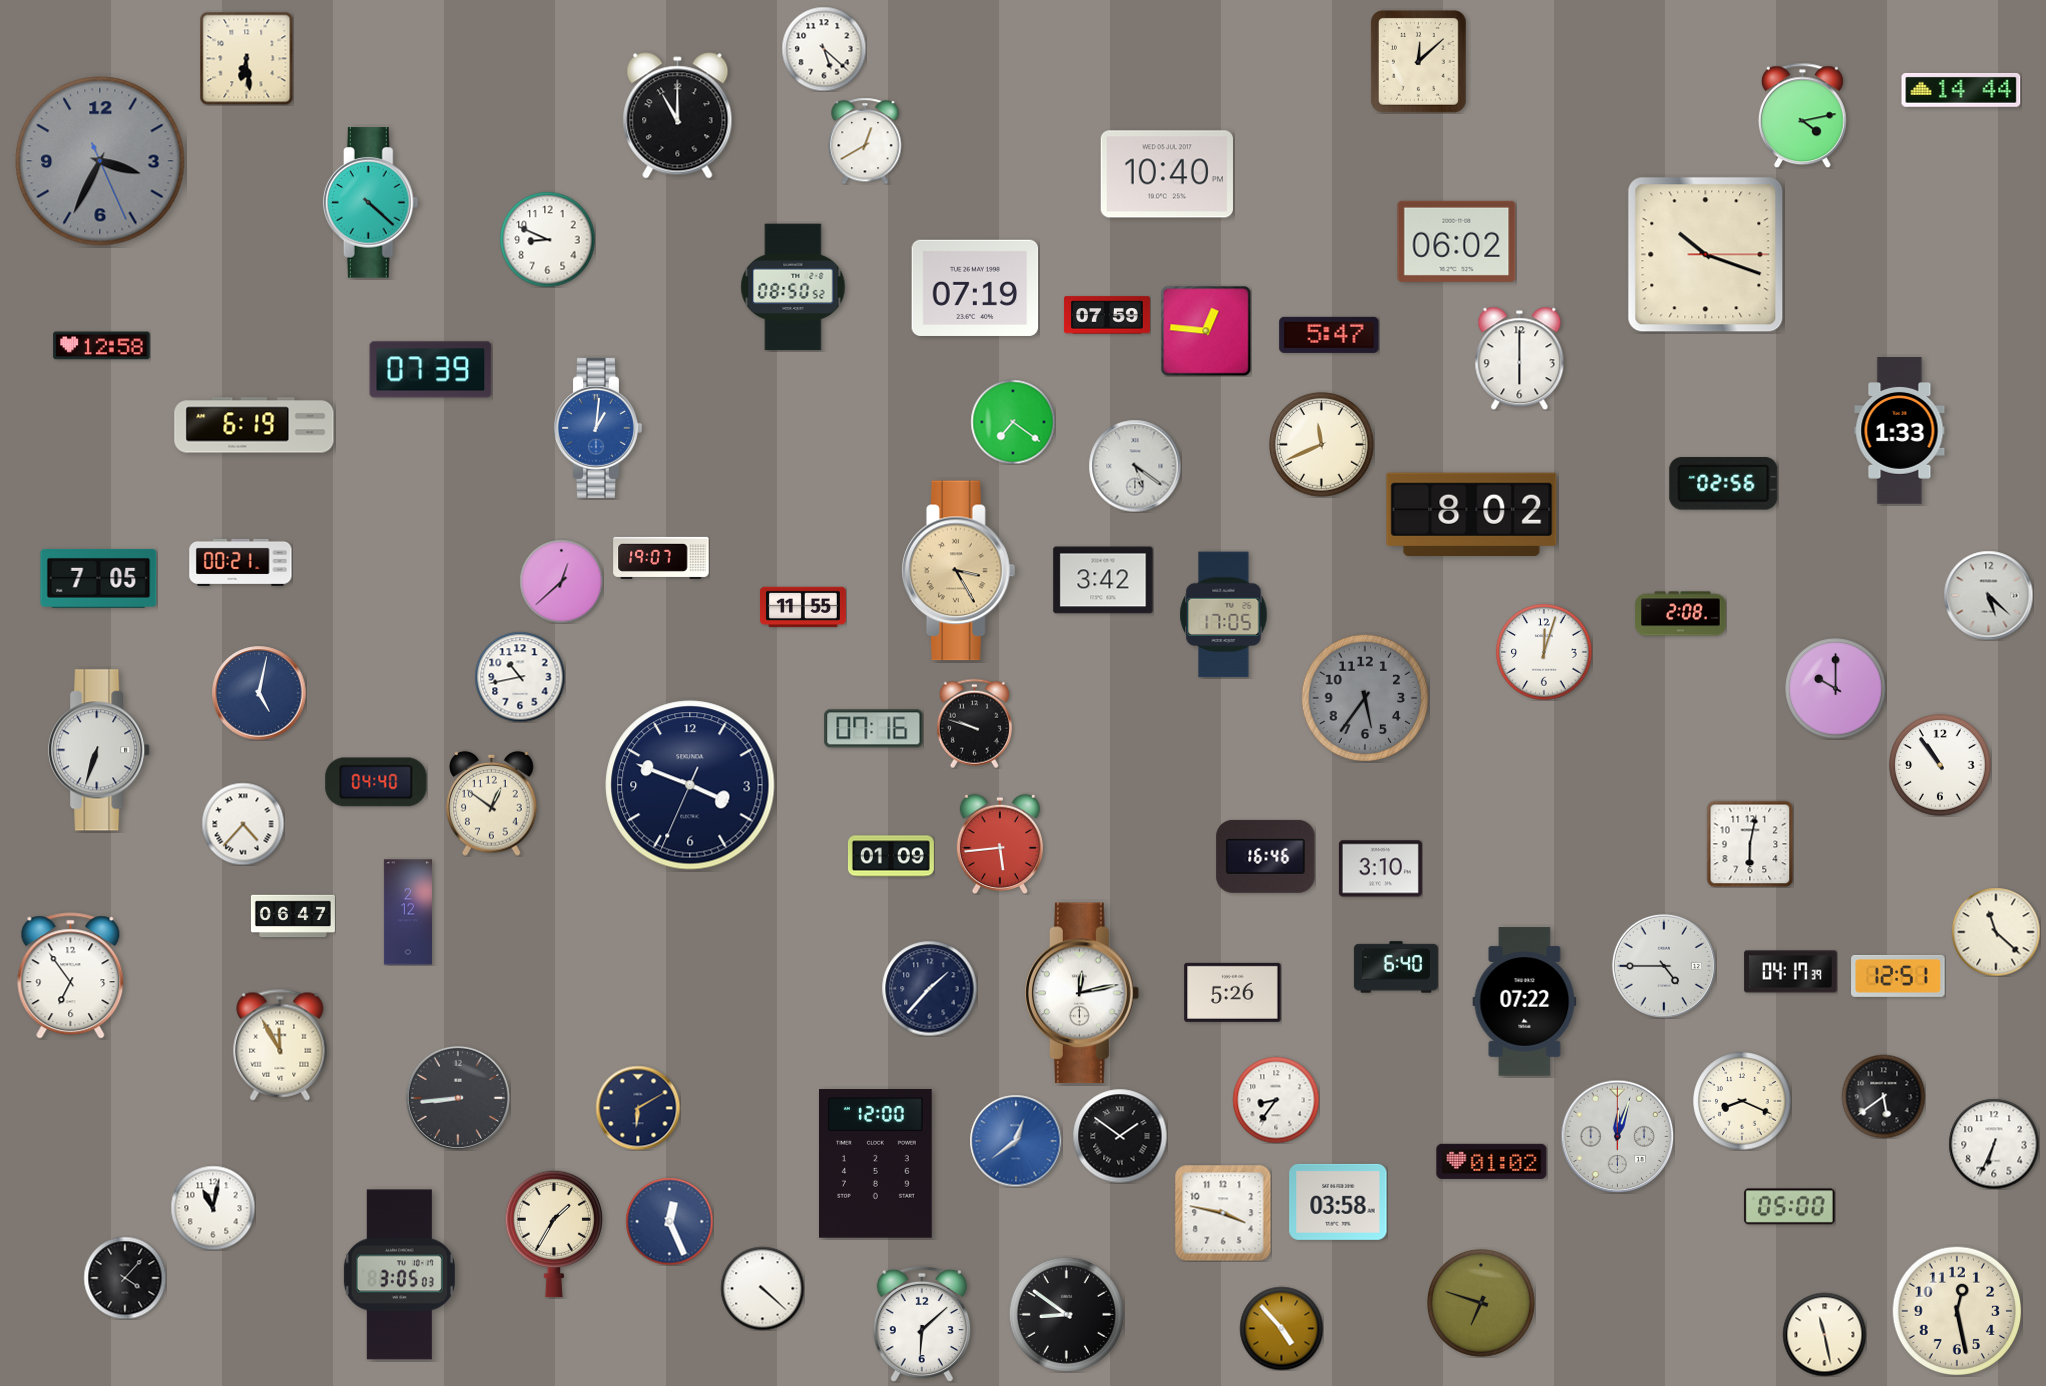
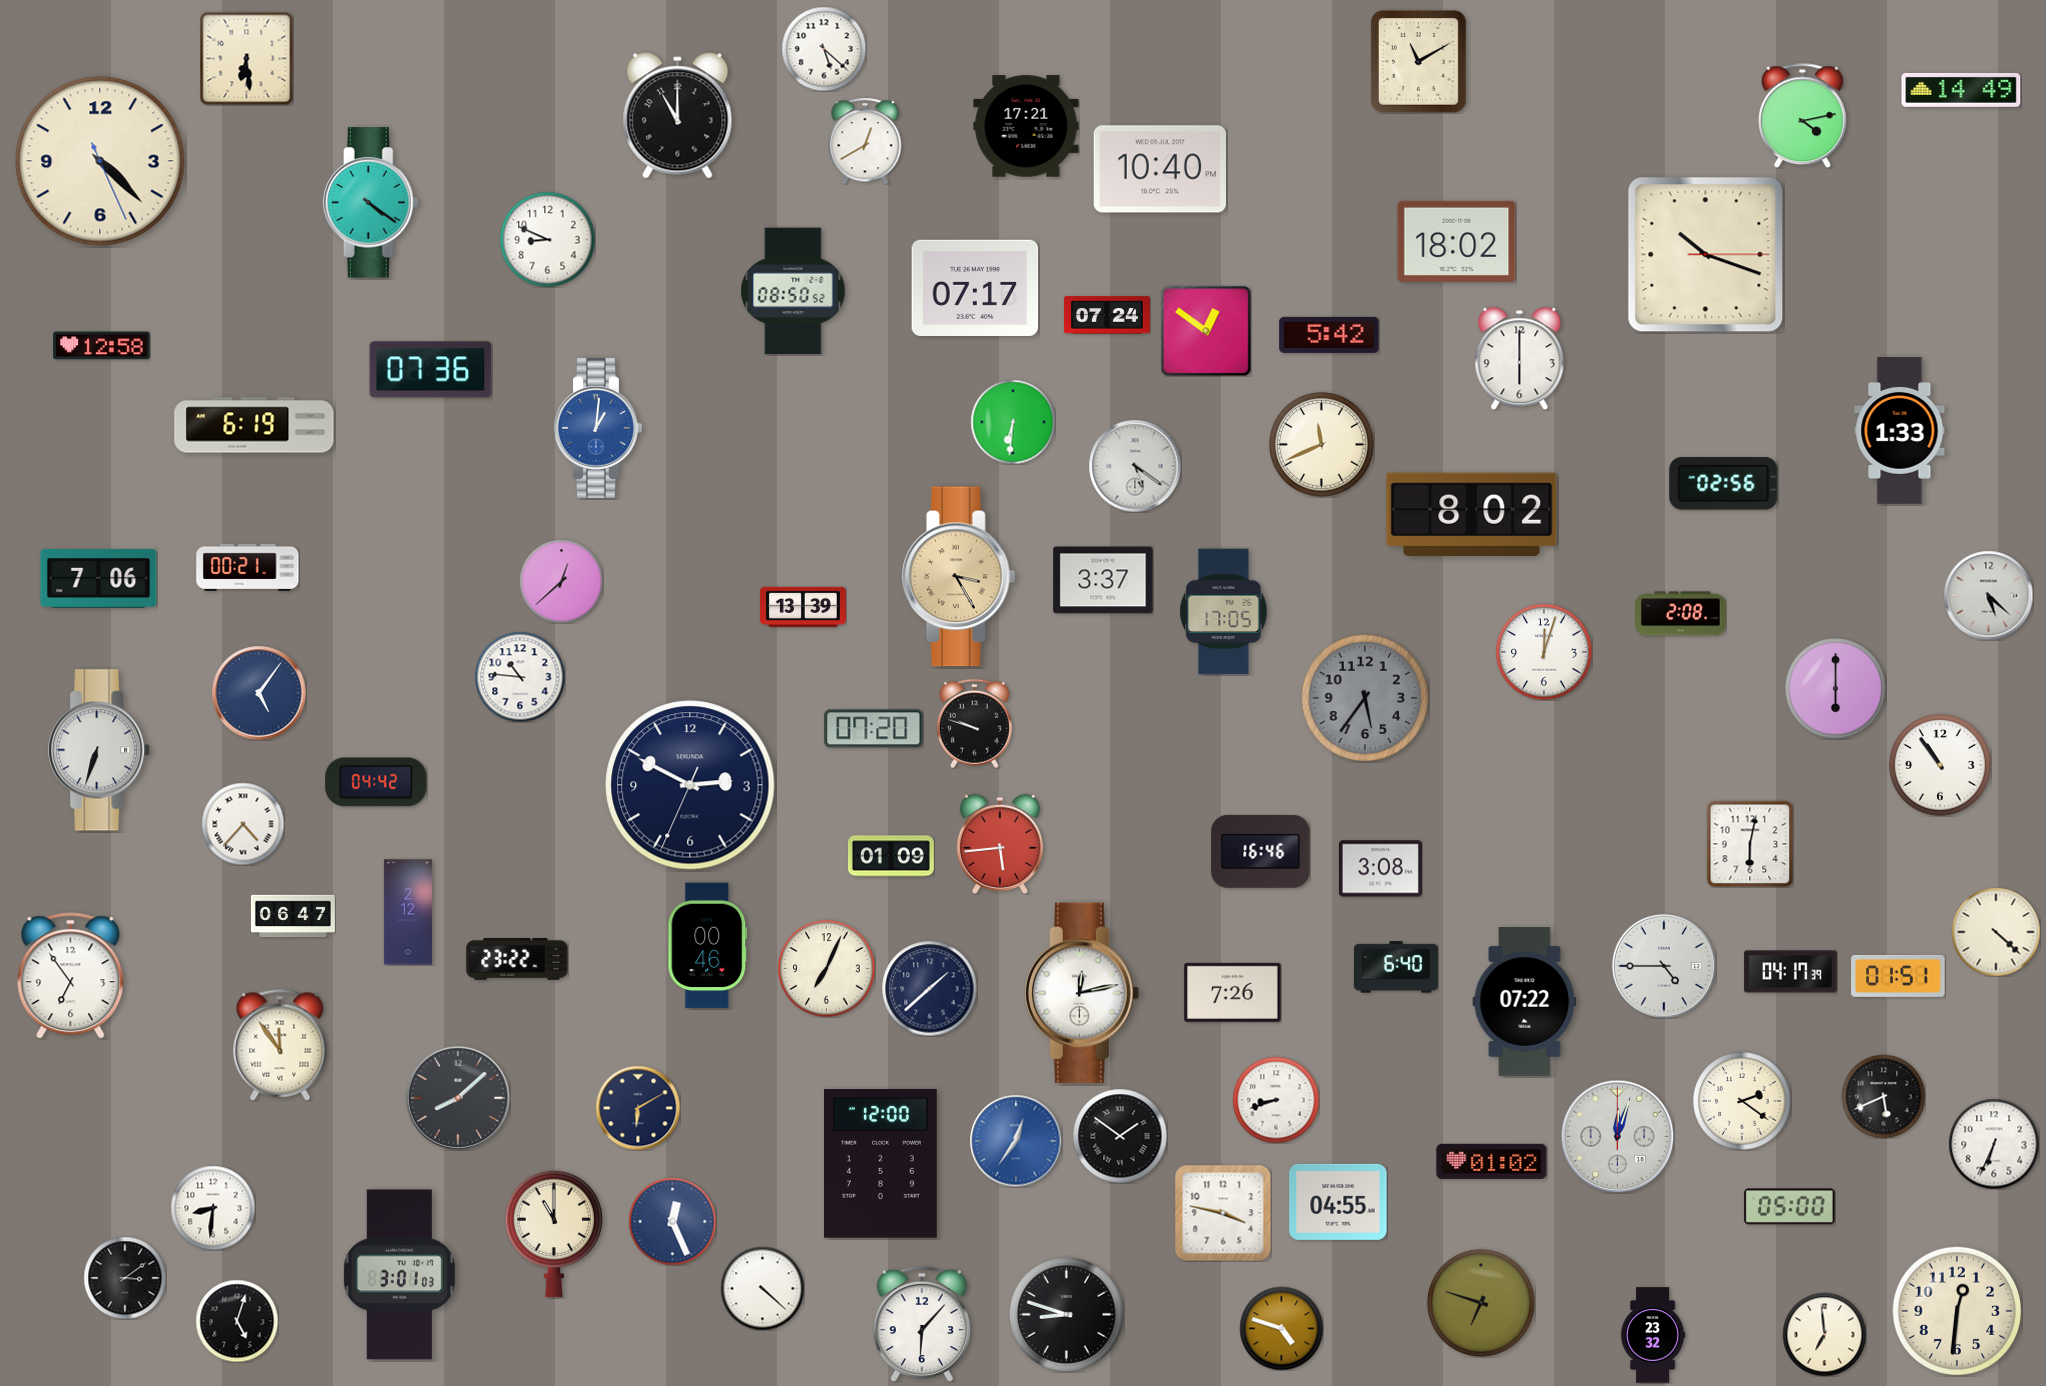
clock at (1419, 62): 12:08 -> 11:10
clock at (1961, 90): 14:44 -> 14:49
clock at (1026, 126): none -> 17:21
clock at (100, 161): 3:34 -> 4:22
clock at (100, 161) dial: grey -> cream
clock at (1167, 174) position: (1167, 174) -> (1160, 169)
clock at (371, 203): 4:22 -> 4:21
clock at (1457, 241): 06:02 -> 18:02
clock at (793, 287) position: (793, 287) -> (793, 291)
clock at (975, 288): 07:19 -> 07:17
clock at (1107, 315): 07:59 -> 07:24
clock at (1206, 331): 12:46 -> 12:51
clock at (1329, 335): 5:47 -> 5:42
clock at (431, 370): 07:39 -> 07:36
clock at (1013, 422): 7:21 -> 6:31
clock at (661, 558): 19:07 -> none
clock at (241, 562) position: (241, 562) -> (248, 567)
clock at (959, 571) position: (959, 571) -> (959, 577)
clock at (99, 578): 7:05 -> 7:06
clock at (1103, 580): 3:42 -> 3:37
clock at (803, 607): 11:55 -> 13:39
clock at (1224, 615) position: (1224, 615) -> (1224, 612)
clock at (520, 677): 10:43 -> 10:46
clock at (1836, 689): 10:00 -> 6:00
clock at (259, 693): 5:02 -> 5:06
clock at (874, 729): 07:16 -> 07:20
clock at (376, 782): 04:40 -> 04:42
clock at (690, 785): 3:48 -> 2:49
clock at (492, 803): 12:51 -> none
clock at (1266, 856) position: (1266, 856) -> (1261, 851)
clock at (1380, 869): 3:10 -> 3:08
clock at (1996, 932): 11:22 -> 4:22
clock at (708, 946): none -> 00:46
clock at (517, 959): none -> 23:22
clock at (827, 969): none -> 7:04
clock at (1898, 976): 12:51 -> 01:51
clock at (929, 988): 1:37 -> 1:38
clock at (1233, 992): 5:26 -> 7:26
clock at (280, 1045): 11:55 -> 11:54
clock at (1883, 1096): 5:39 -> 5:41
clock at (458, 1098): 8:44 -> 8:08
clock at (1276, 1100): 8:36 -> 8:42
clock at (1742, 1101): 8:19 -> 2:21
clock at (1016, 1141): 12:39 -> 12:36
clock at (876, 1164) position: (876, 1164) -> (881, 1164)
clock at (1338, 1202): 03:58 -> 04:55
clock at (213, 1208): 11:02 -> 8:31
clock at (669, 1221) position: (669, 1221) -> (672, 1221)
clock at (553, 1234): 1:35 -> 11:00
clock at (399, 1275): 3:05 -> 3:01
clock at (125, 1278): 4:07 -> 3:09
clock at (1957, 1311): 12:28 -> 12:31
clock at (1066, 1314): 8:51 -> 8:48
clock at (237, 1321): none -> 5:03
clock at (922, 1324): 6:08 -> 6:07
clock at (1281, 1328): 4:53 -> 4:48
clock at (1824, 1334): 11:28 -> 6:59
clock at (1653, 1335): none -> 23:32
